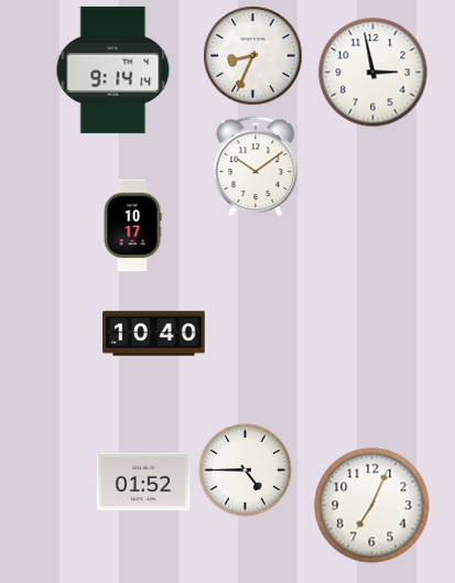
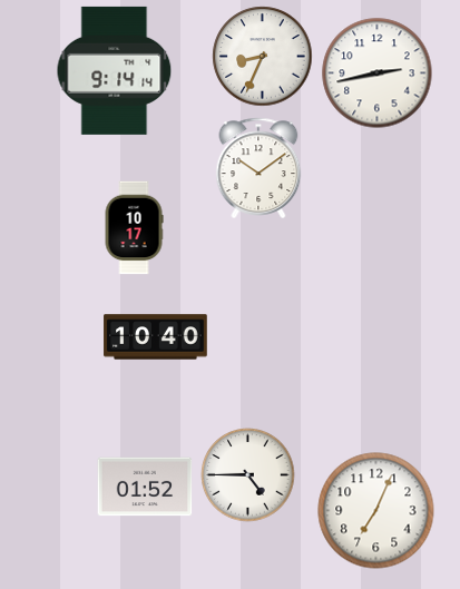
clock at (253, 56) position: (253, 56) -> (263, 57)
clock at (373, 73): 2:58 -> 2:43
